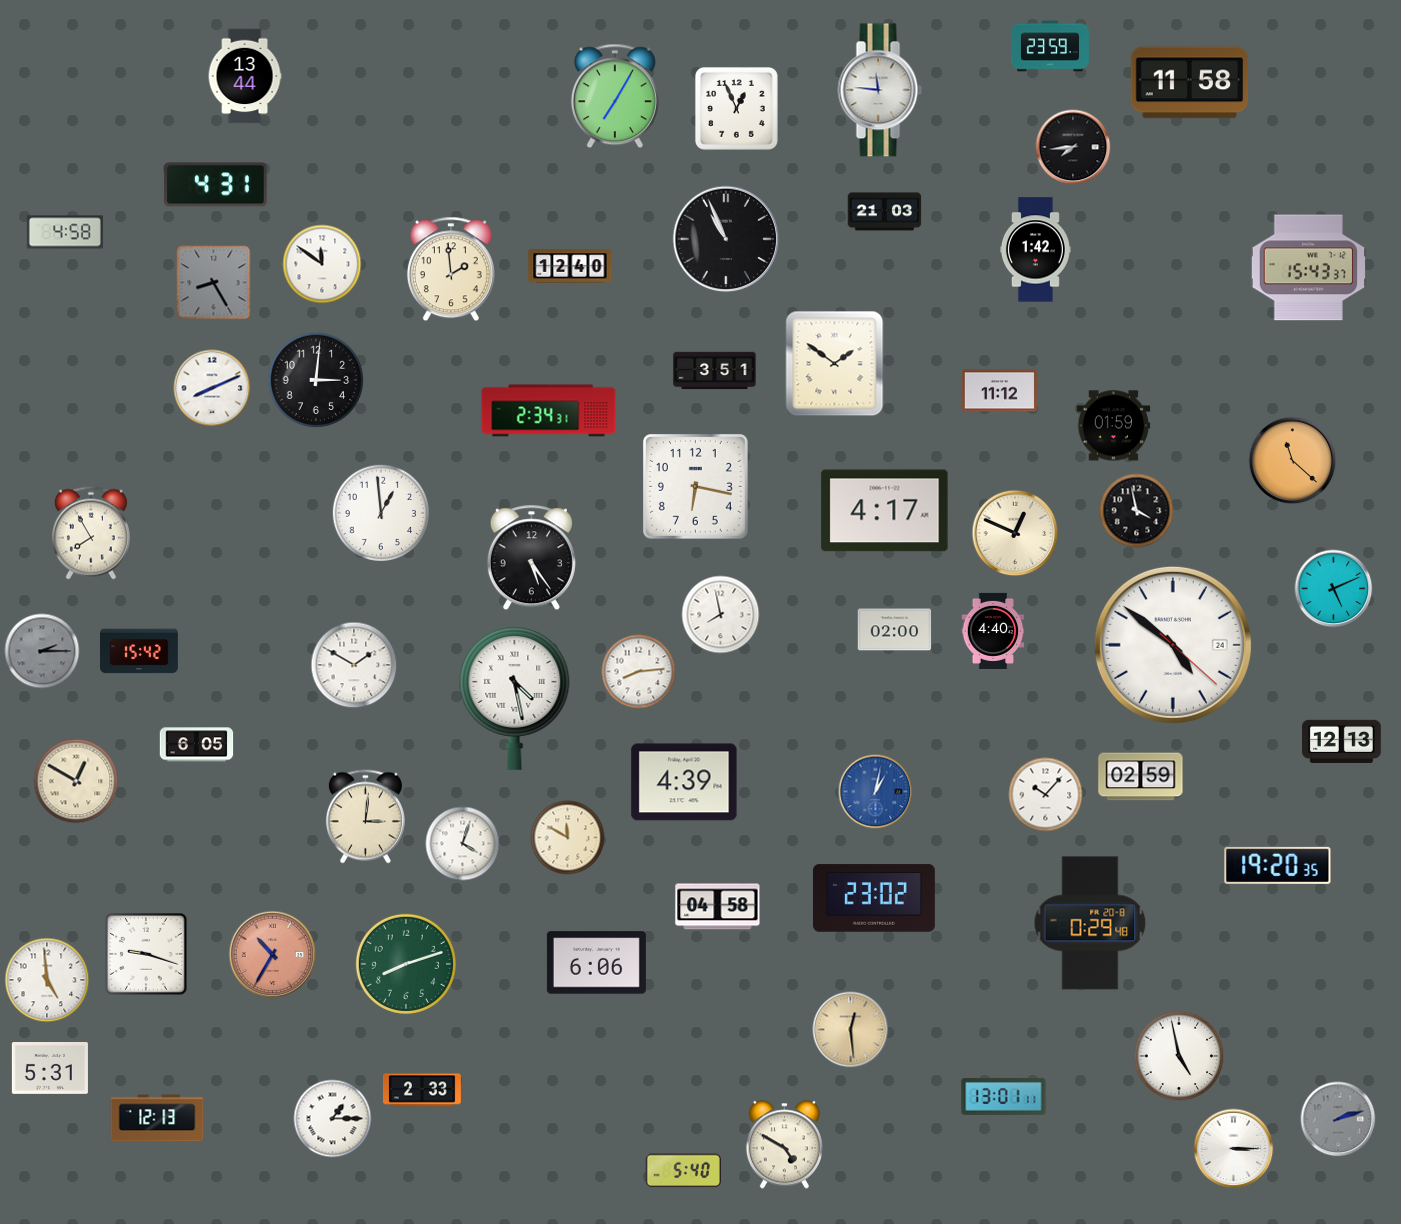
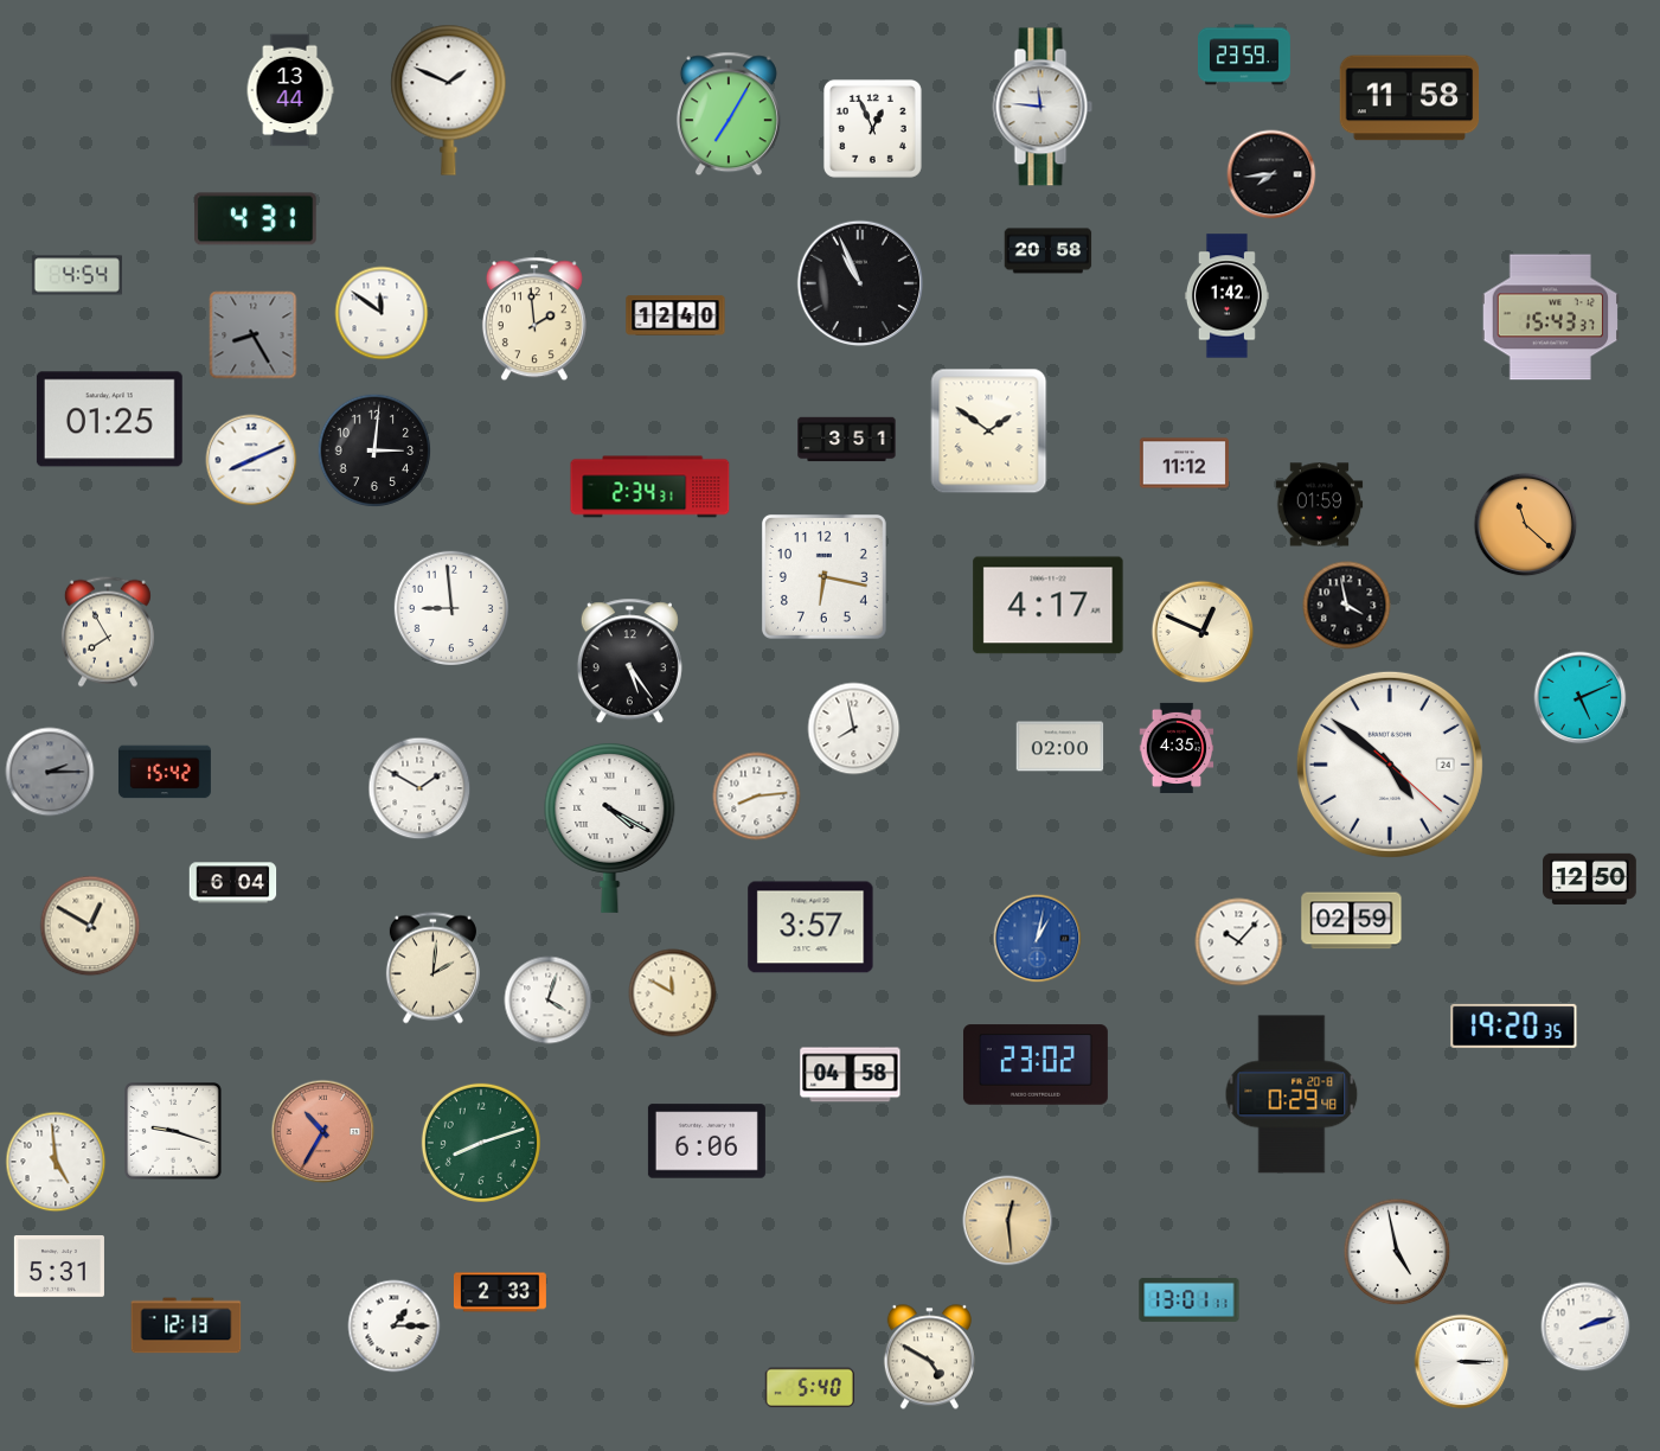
clock at (449, 100): none -> 1:49
clock at (885, 212): 21:03 -> 20:58
clock at (65, 232): 4:58 -> 4:54
clock at (109, 420): none -> 01:25
clock at (1293, 461) position: (1293, 461) -> (1526, 525)
clock at (380, 512): 12:59 -> 8:59
clock at (993, 631): 4:40 -> 4:35
clock at (515, 698): 4:28 -> 4:20
clock at (1342, 741): 12:13 -> 12:50
clock at (197, 745): 6:05 -> 6:04
clock at (684, 782): 4:39 -> 3:57
clock at (365, 817): 3:01 -> 2:01
clock at (1338, 1119) dial: grey -> white
